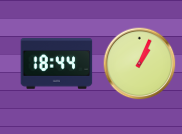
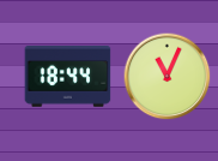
clock at (140, 64): 1:04 -> 11:04
